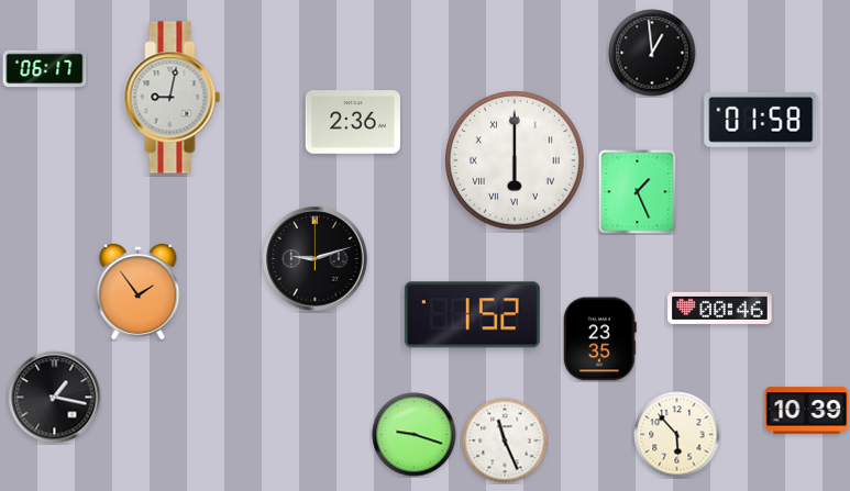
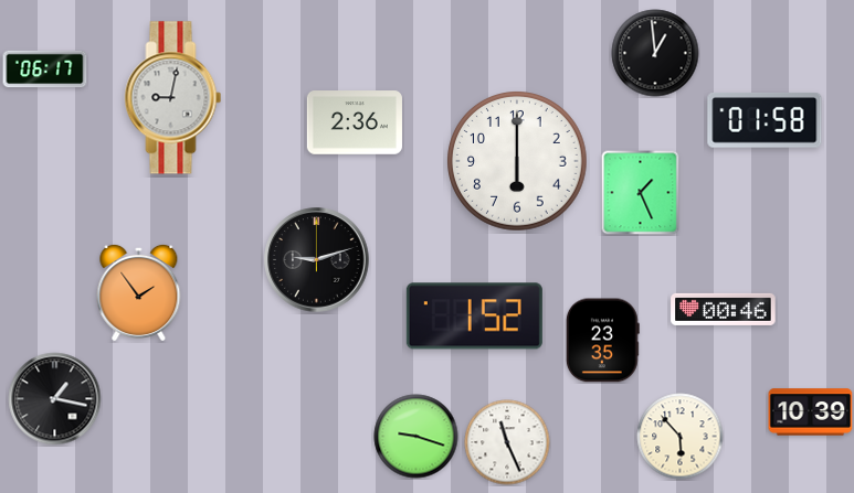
clock at (516, 161) numerals: Roman -> Arabic
